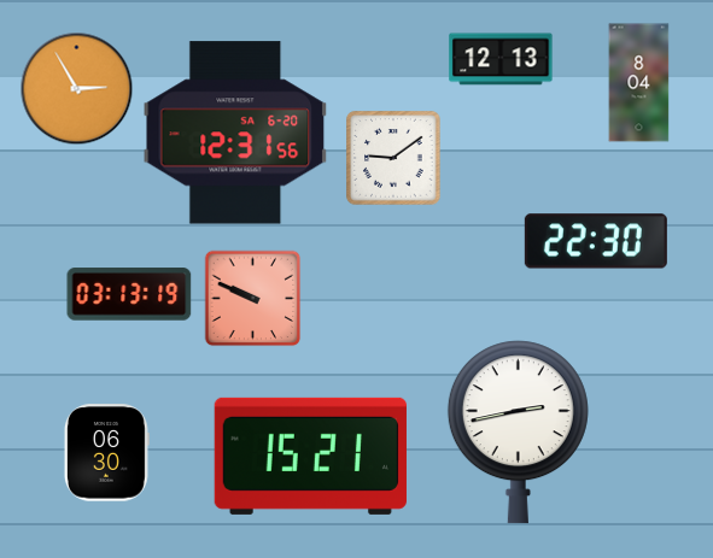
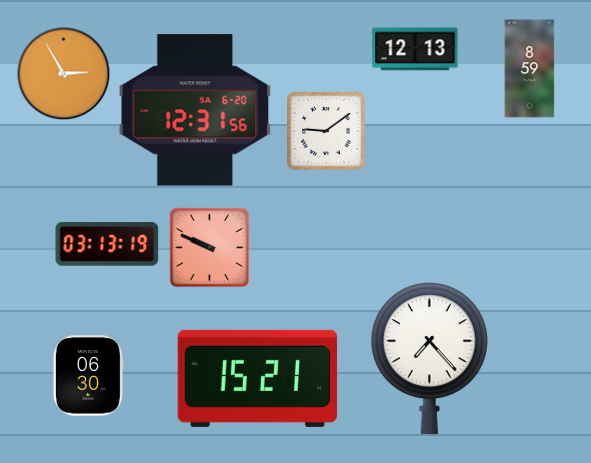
clock at (639, 83): 8:04 -> 8:59
clock at (596, 241): 22:30 -> none
clock at (518, 433): 2:43 -> 7:23
